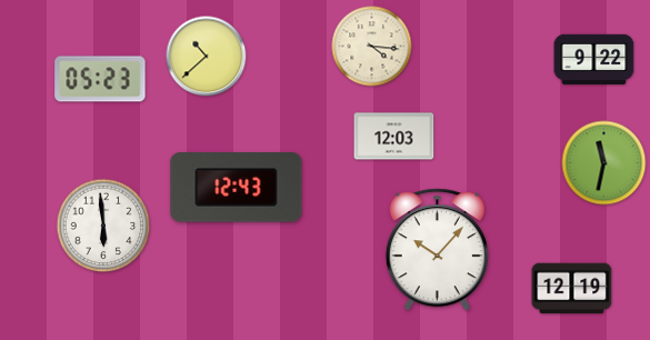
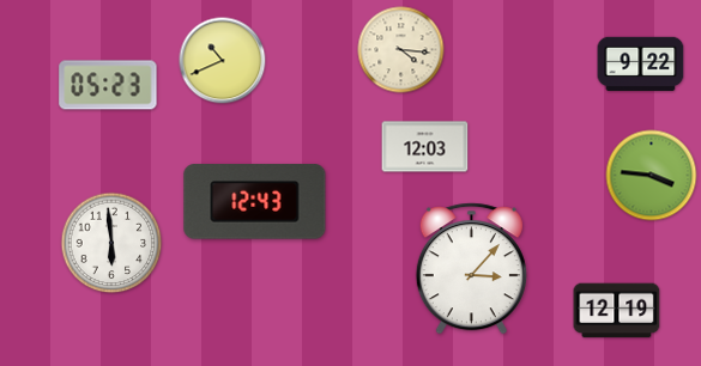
clock at (207, 57): 10:38 -> 10:41
clock at (604, 163): 11:32 -> 3:46
clock at (437, 250): 10:07 -> 3:07
